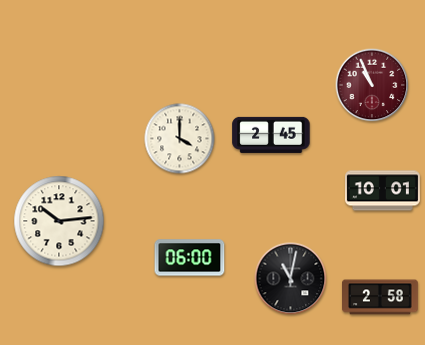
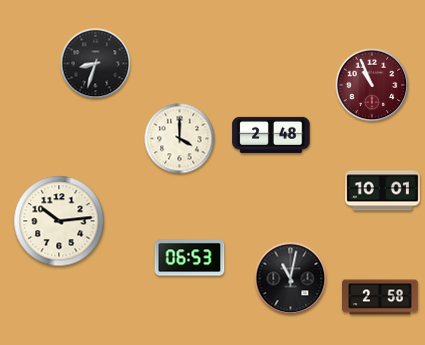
clock at (96, 64): none -> 8:33
clock at (271, 135): 2:45 -> 2:48
clock at (190, 258): 06:00 -> 06:53
